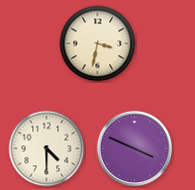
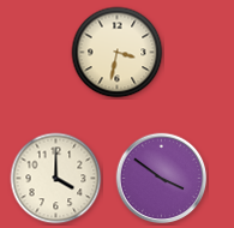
clock at (47, 149): 4:30 -> 4:00
clock at (135, 149): 3:49 -> 3:51
